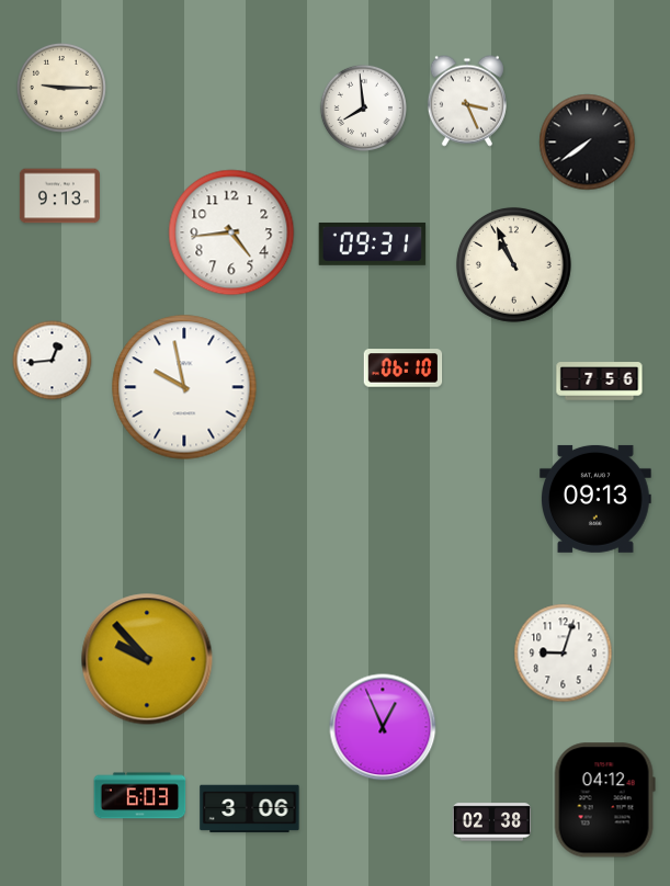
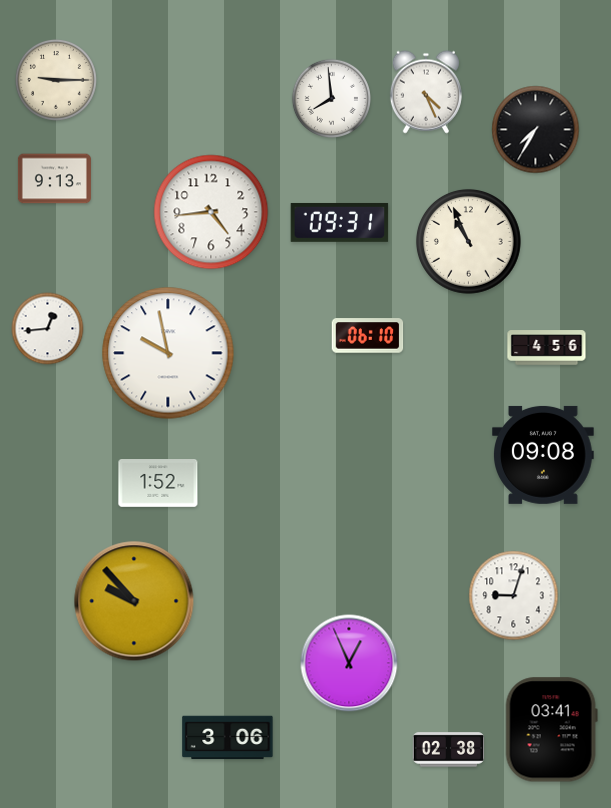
clock at (467, 101): 3:26 -> 4:26
clock at (588, 143): 7:39 -> 7:35
clock at (600, 382): 7:56 -> 4:56
clock at (597, 499): 09:13 -> 09:08
clock at (158, 484): none -> 1:52
clock at (140, 796): 6:03 -> none
clock at (604, 800): 04:12 -> 03:41
